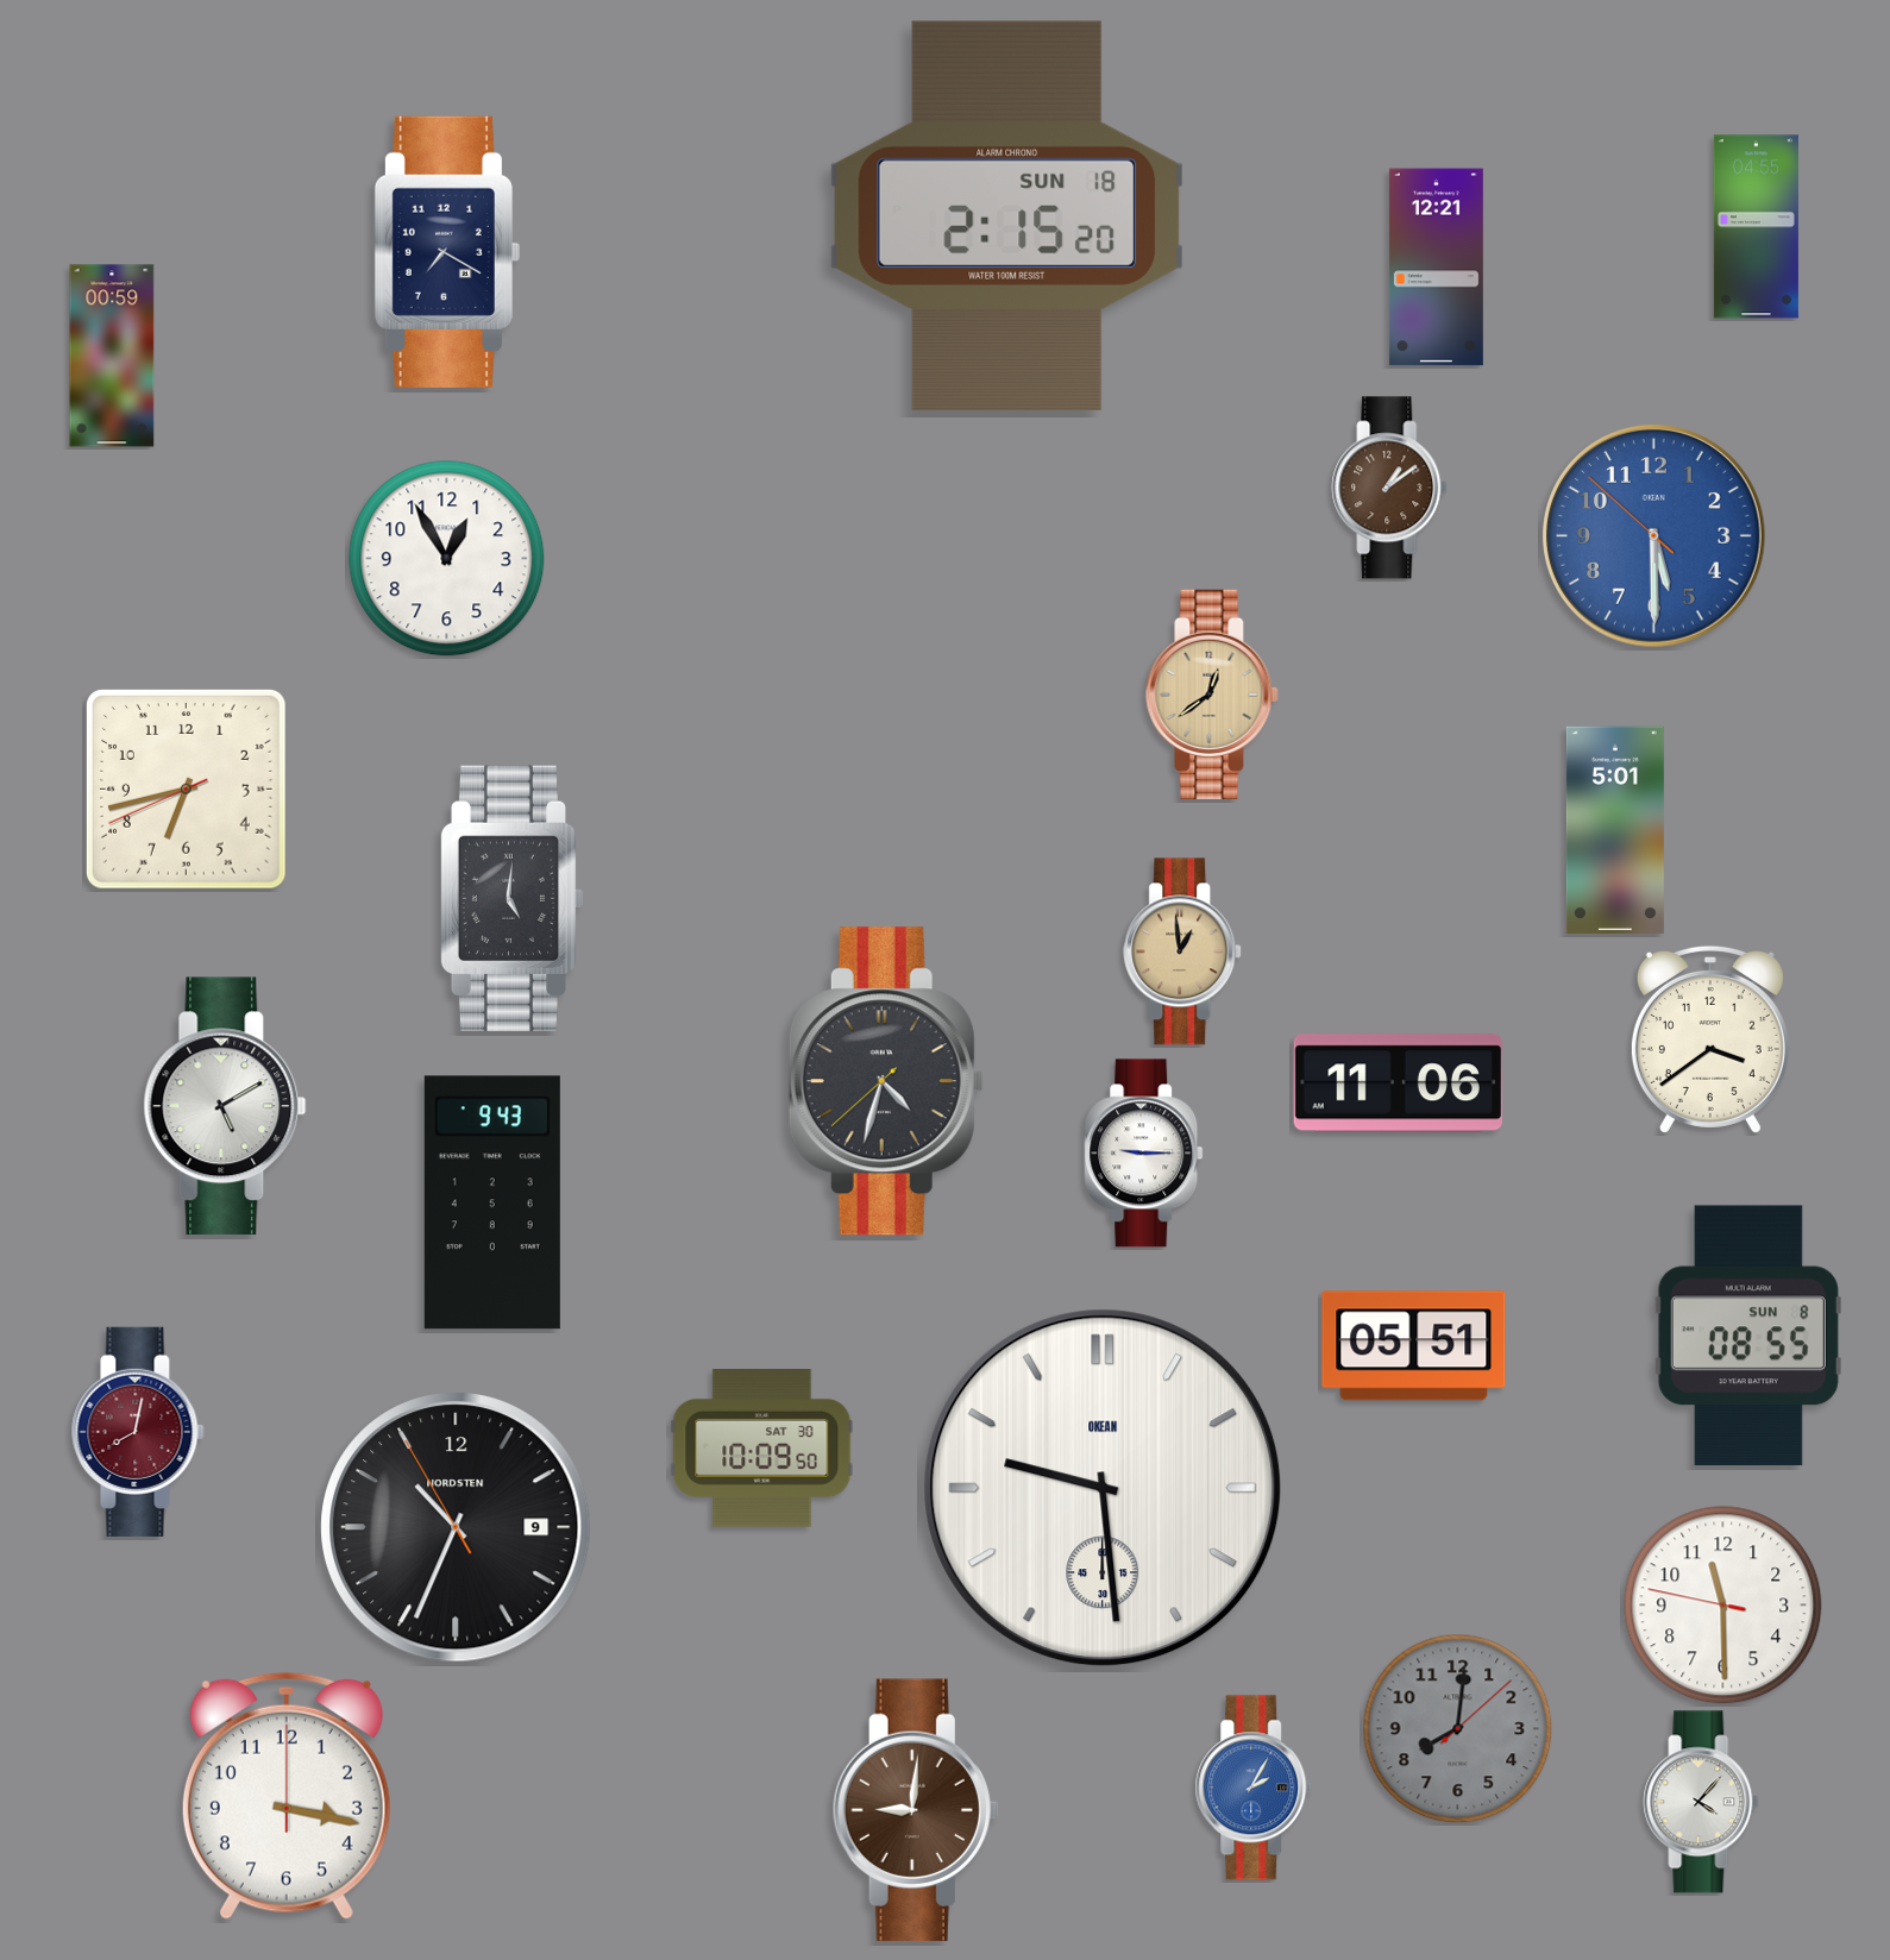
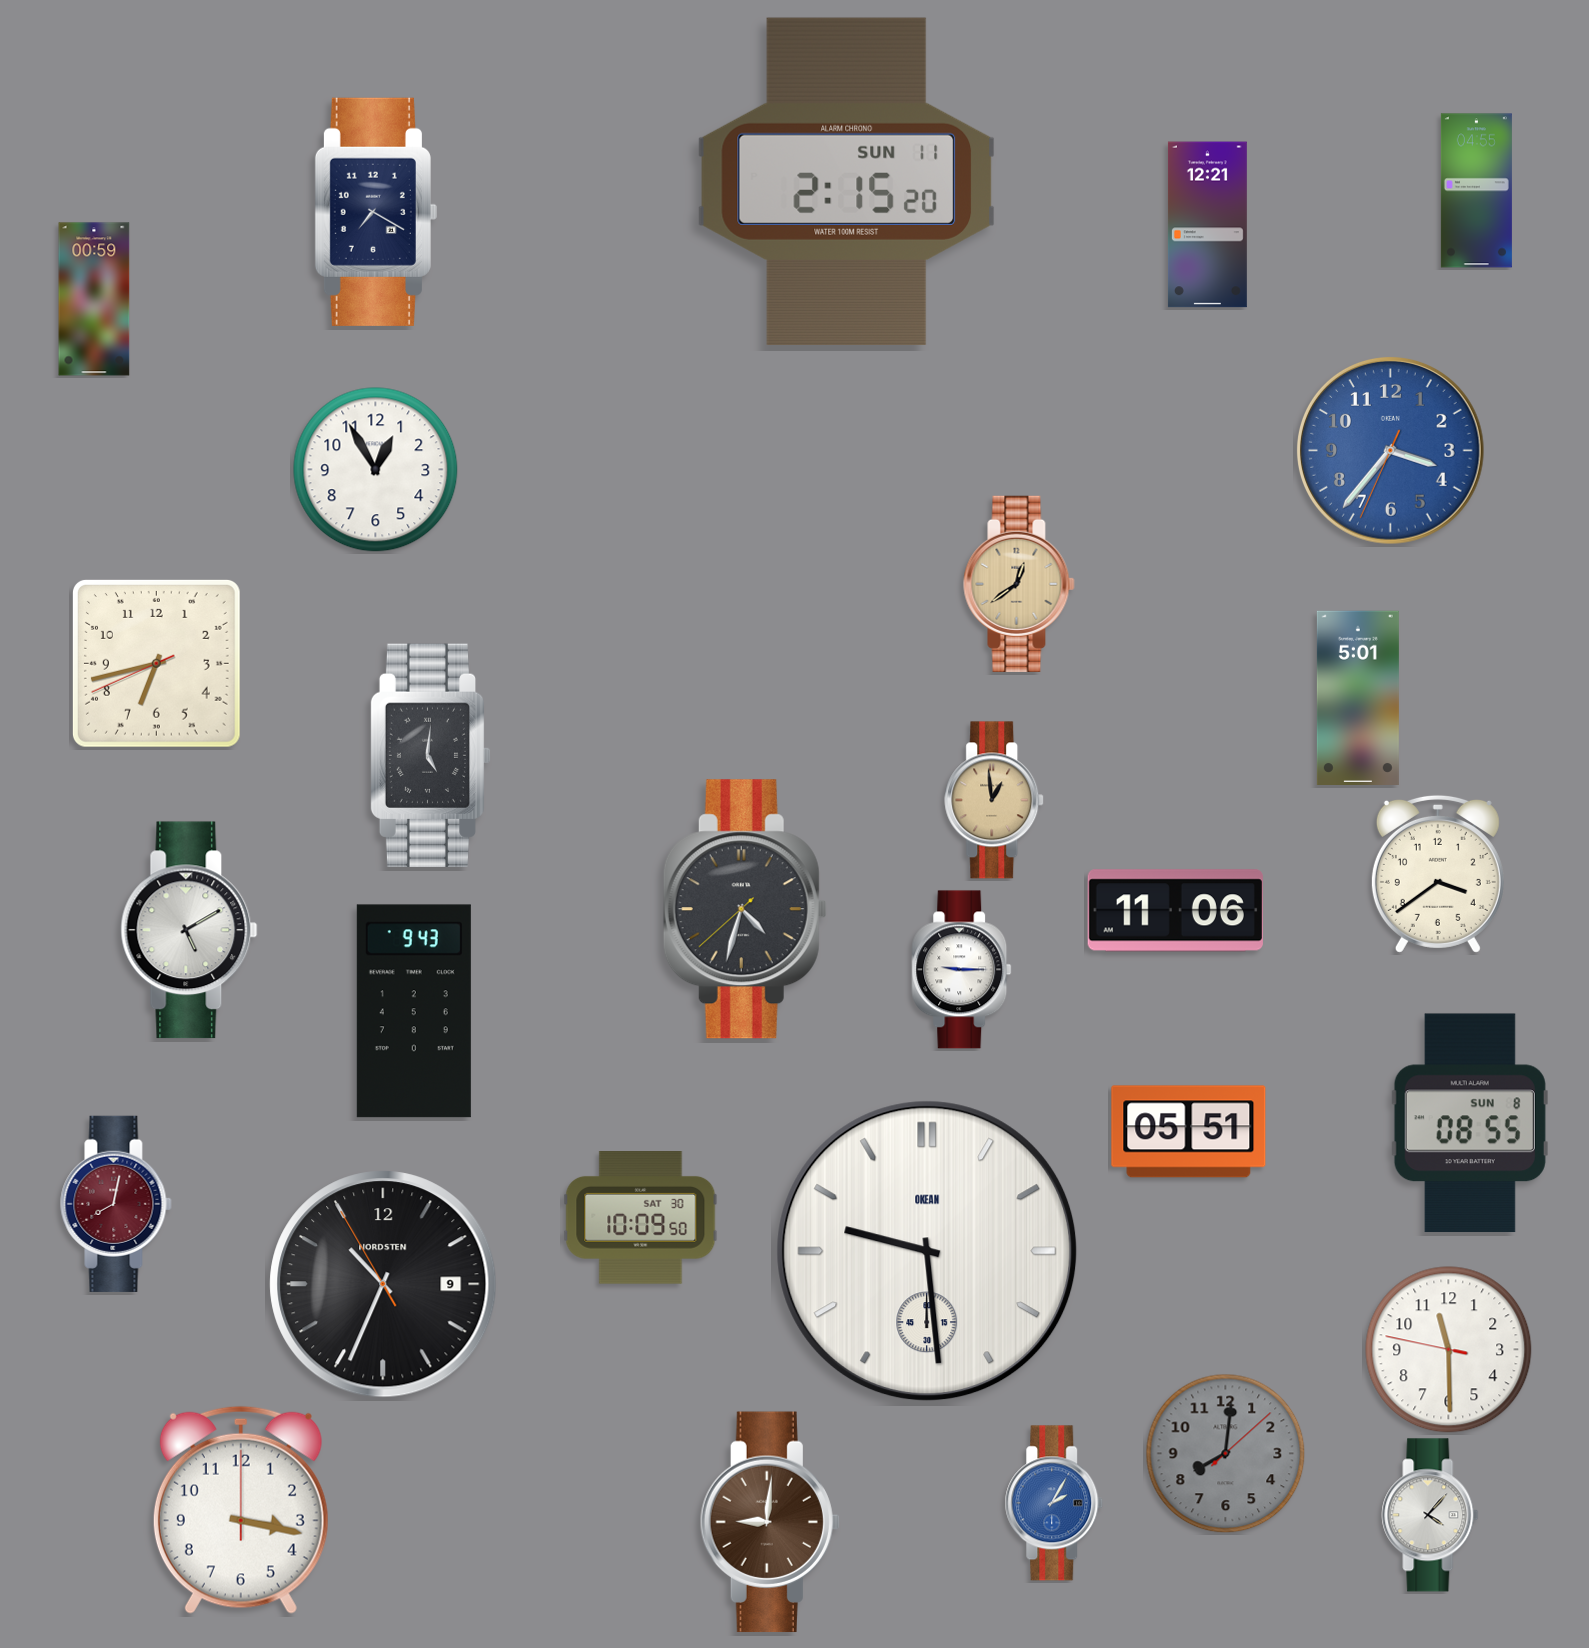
clock at (1007, 215) date: SUN 18 -> SUN 11
clock at (1389, 488): 1:09 -> none
clock at (1653, 535): 5:29 -> 3:36
